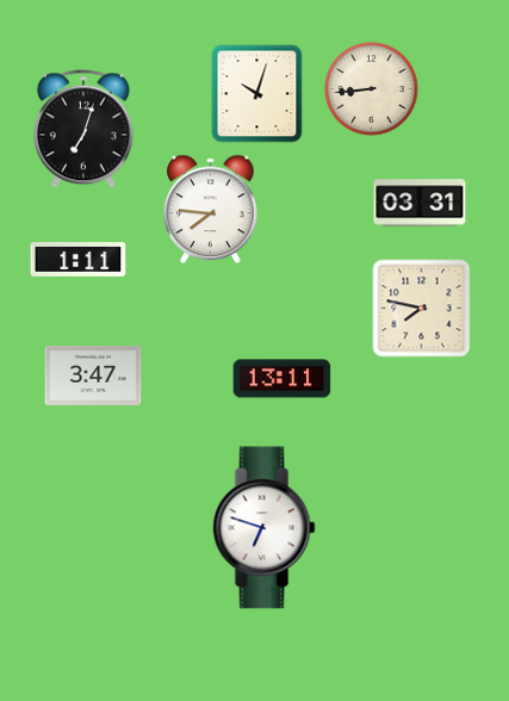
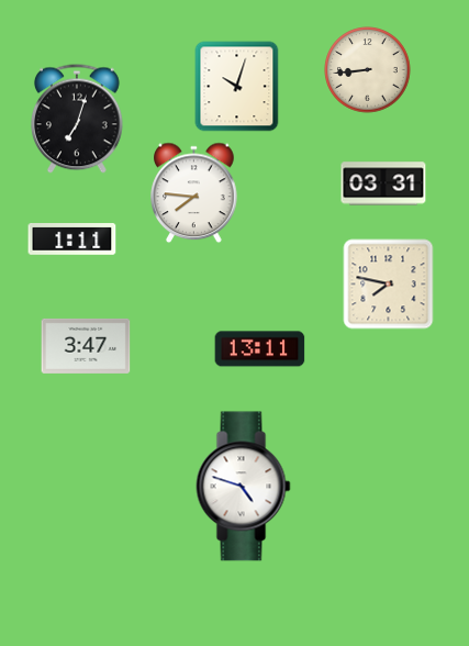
clock at (372, 89) position: (372, 89) -> (368, 70)
clock at (420, 203) position: (420, 203) -> (383, 183)
clock at (265, 528): 6:48 -> 4:48
